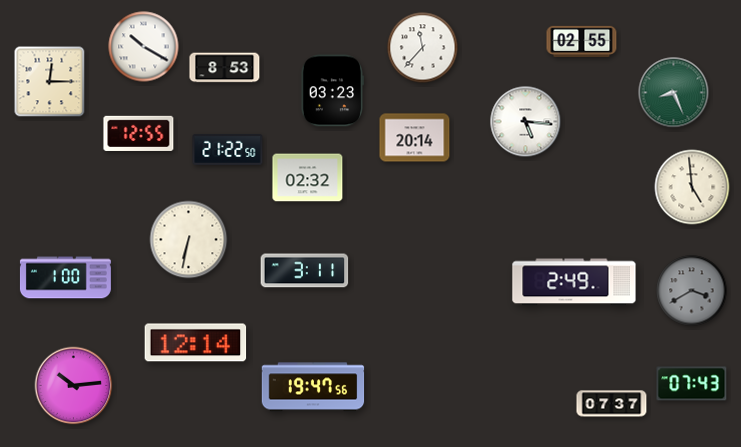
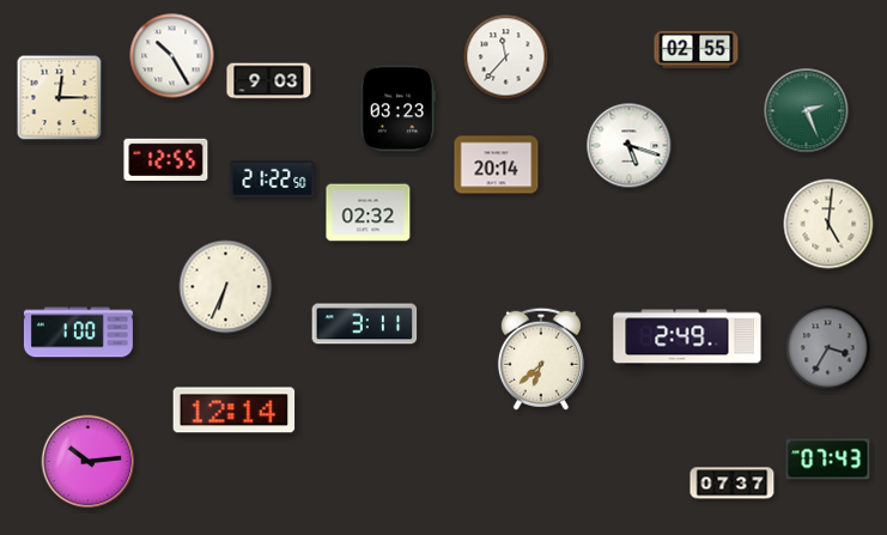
clock at (144, 47): 10:20 -> 10:25
clock at (225, 68): 8:53 -> 9:03
clock at (674, 93): 8:26 -> 2:26
clock at (526, 122): 5:16 -> 5:18
clock at (692, 187): 4:59 -> 5:01
clock at (189, 240): 6:32 -> 6:34
clock at (692, 291): 3:40 -> 3:35
clock at (541, 359): none -> 6:38
clock at (313, 387): 19:47 -> none
